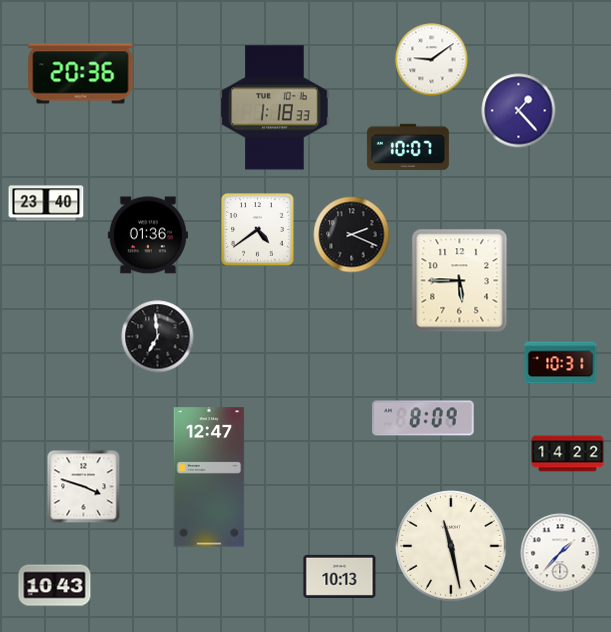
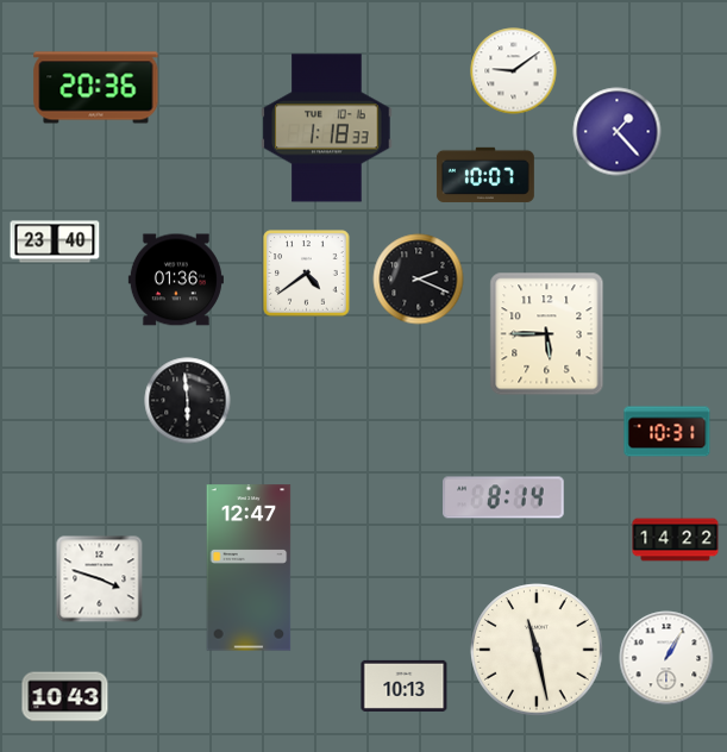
clock at (158, 337): 6:59 -> 5:59
clock at (423, 418): 8:09 -> 8:14
clock at (560, 553): 1:37 -> 1:05
